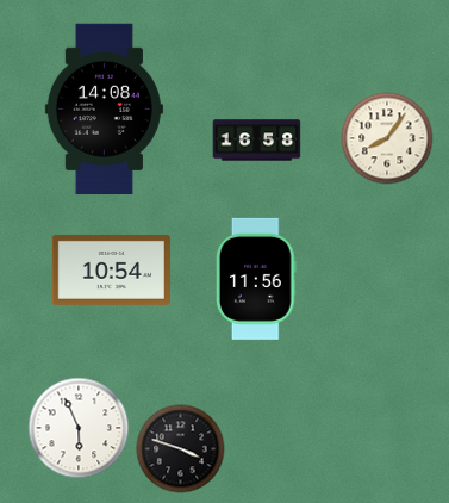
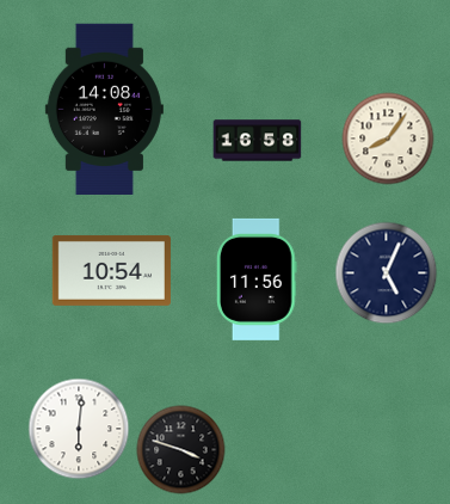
clock at (387, 273): none -> 5:04
clock at (79, 428): 5:56 -> 6:01
